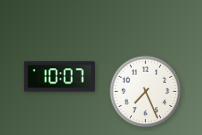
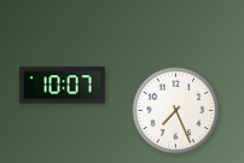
clock at (59, 77) position: (59, 77) -> (62, 86)
